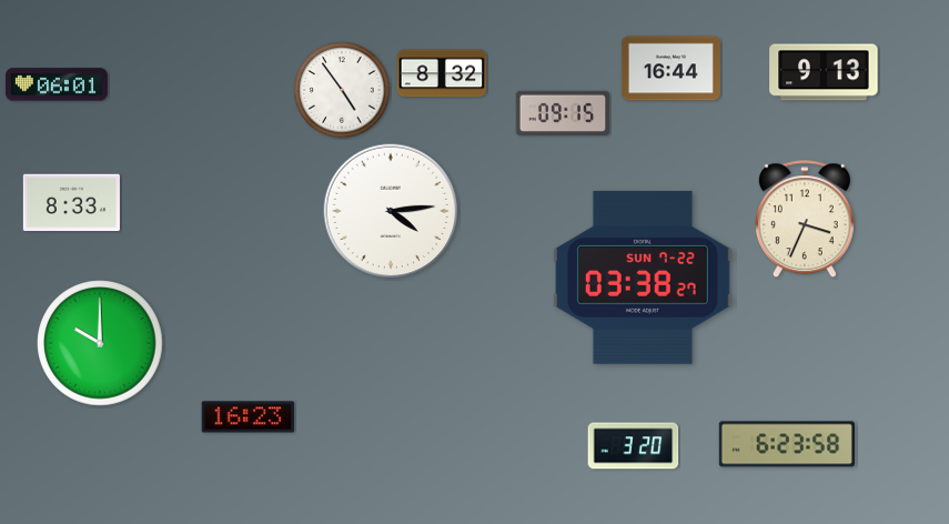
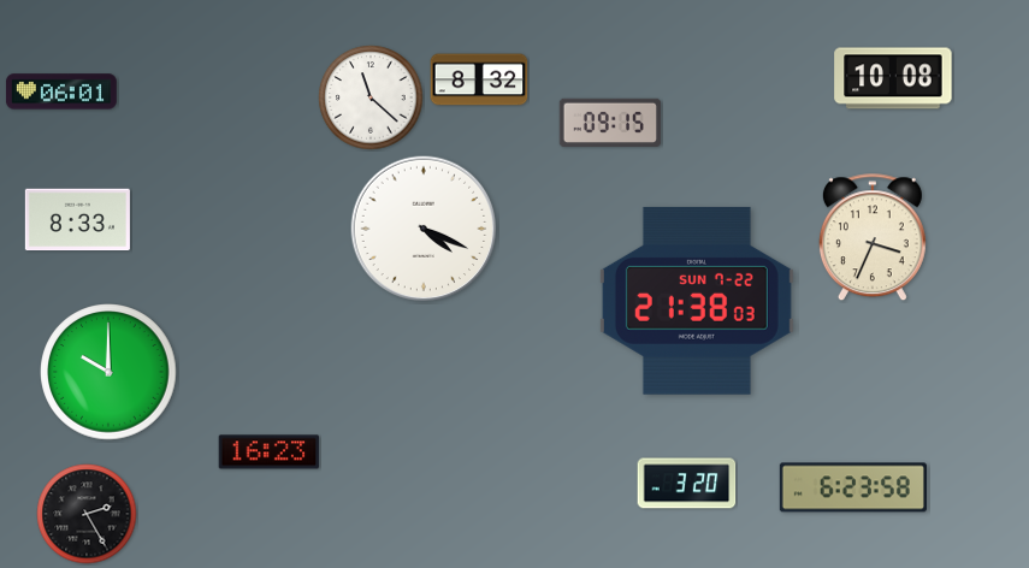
clock at (670, 69): 16:44 -> none
clock at (824, 72): 9:13 -> 10:08
clock at (342, 90): 4:54 -> 11:22
clock at (391, 211): 4:14 -> 4:19
clock at (643, 278): 03:38 -> 21:38
clock at (787, 444) position: (787, 444) -> (853, 487)
clock at (87, 514): none -> 2:25
